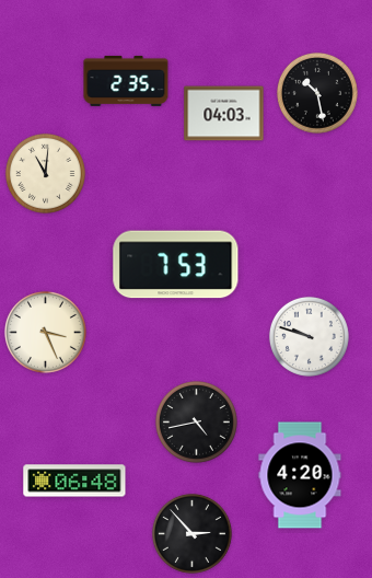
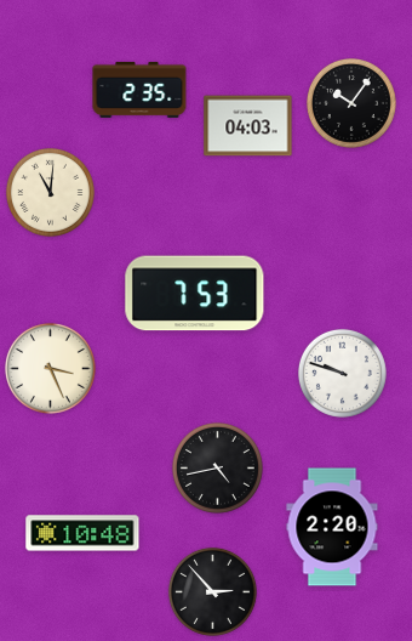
clock at (317, 93): 10:28 -> 10:06
clock at (300, 475): 4:20 -> 2:20
clock at (74, 481): 06:48 -> 10:48
